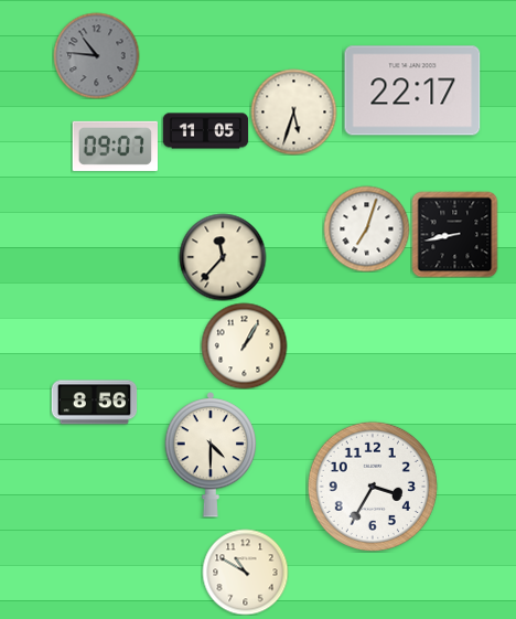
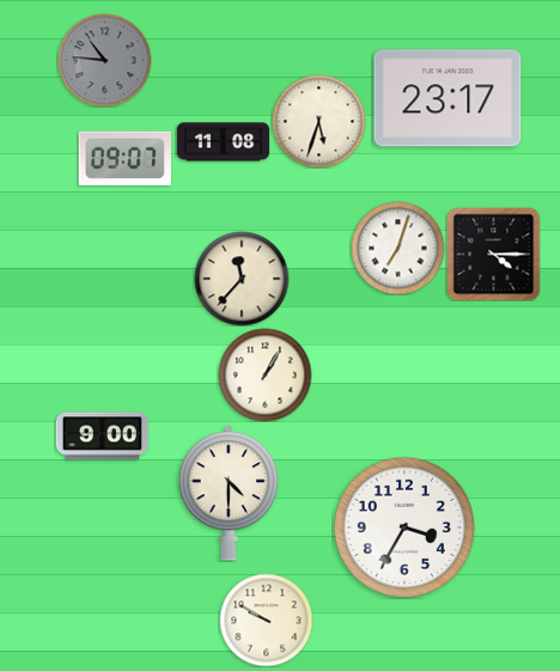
clock at (412, 90): 22:17 -> 23:17
clock at (205, 131): 11:05 -> 11:08
clock at (454, 234): 8:43 -> 4:15
clock at (94, 403): 8:56 -> 9:00
clock at (245, 572): 10:50 -> 9:50
